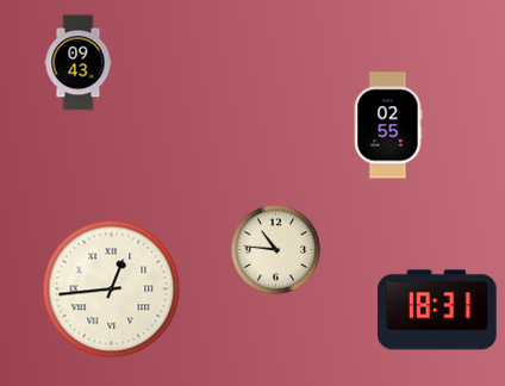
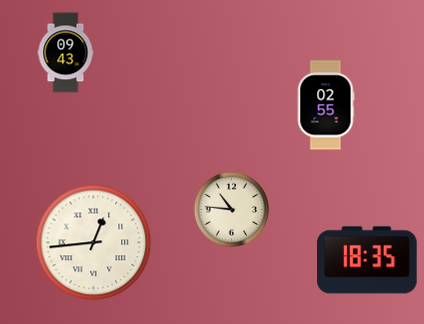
clock at (438, 310): 18:31 -> 18:35
